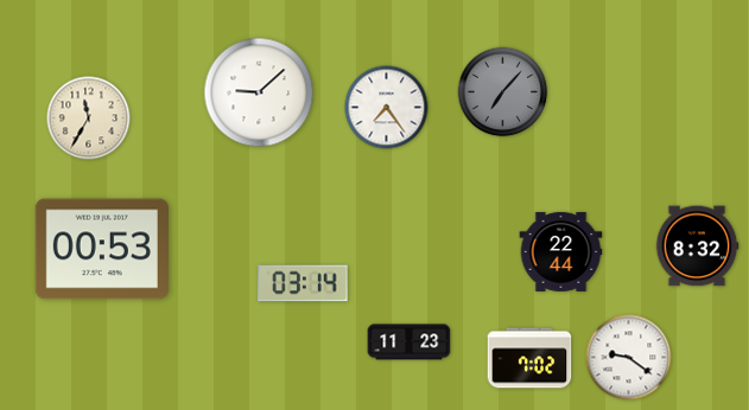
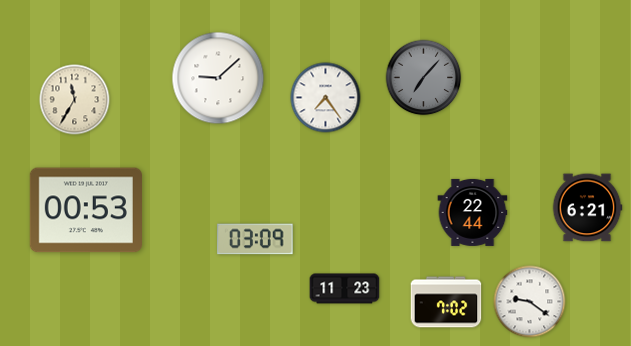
clock at (387, 108) position: (387, 108) -> (326, 98)
clock at (697, 246): 8:32 -> 6:21
clock at (303, 283): 03:14 -> 03:09
